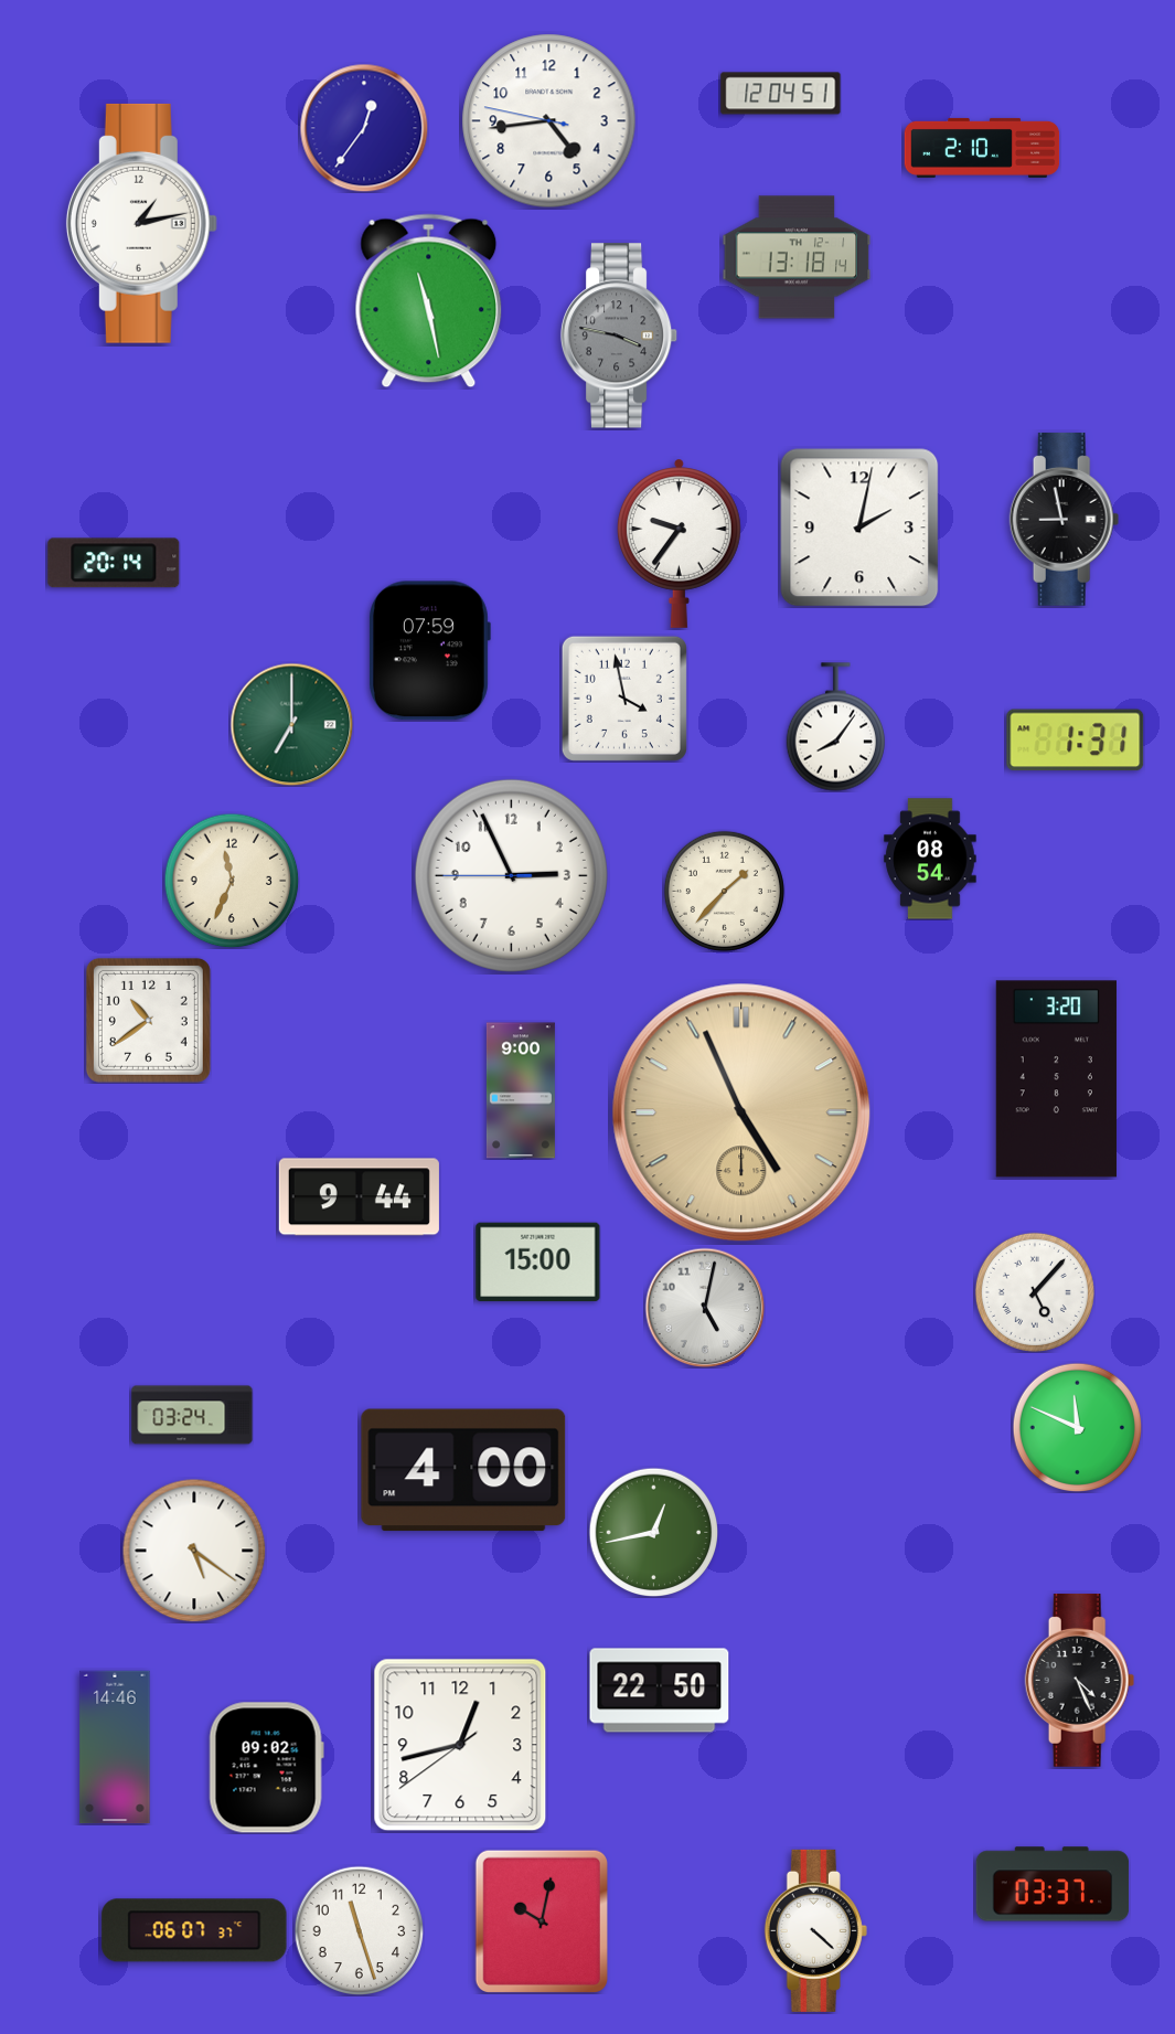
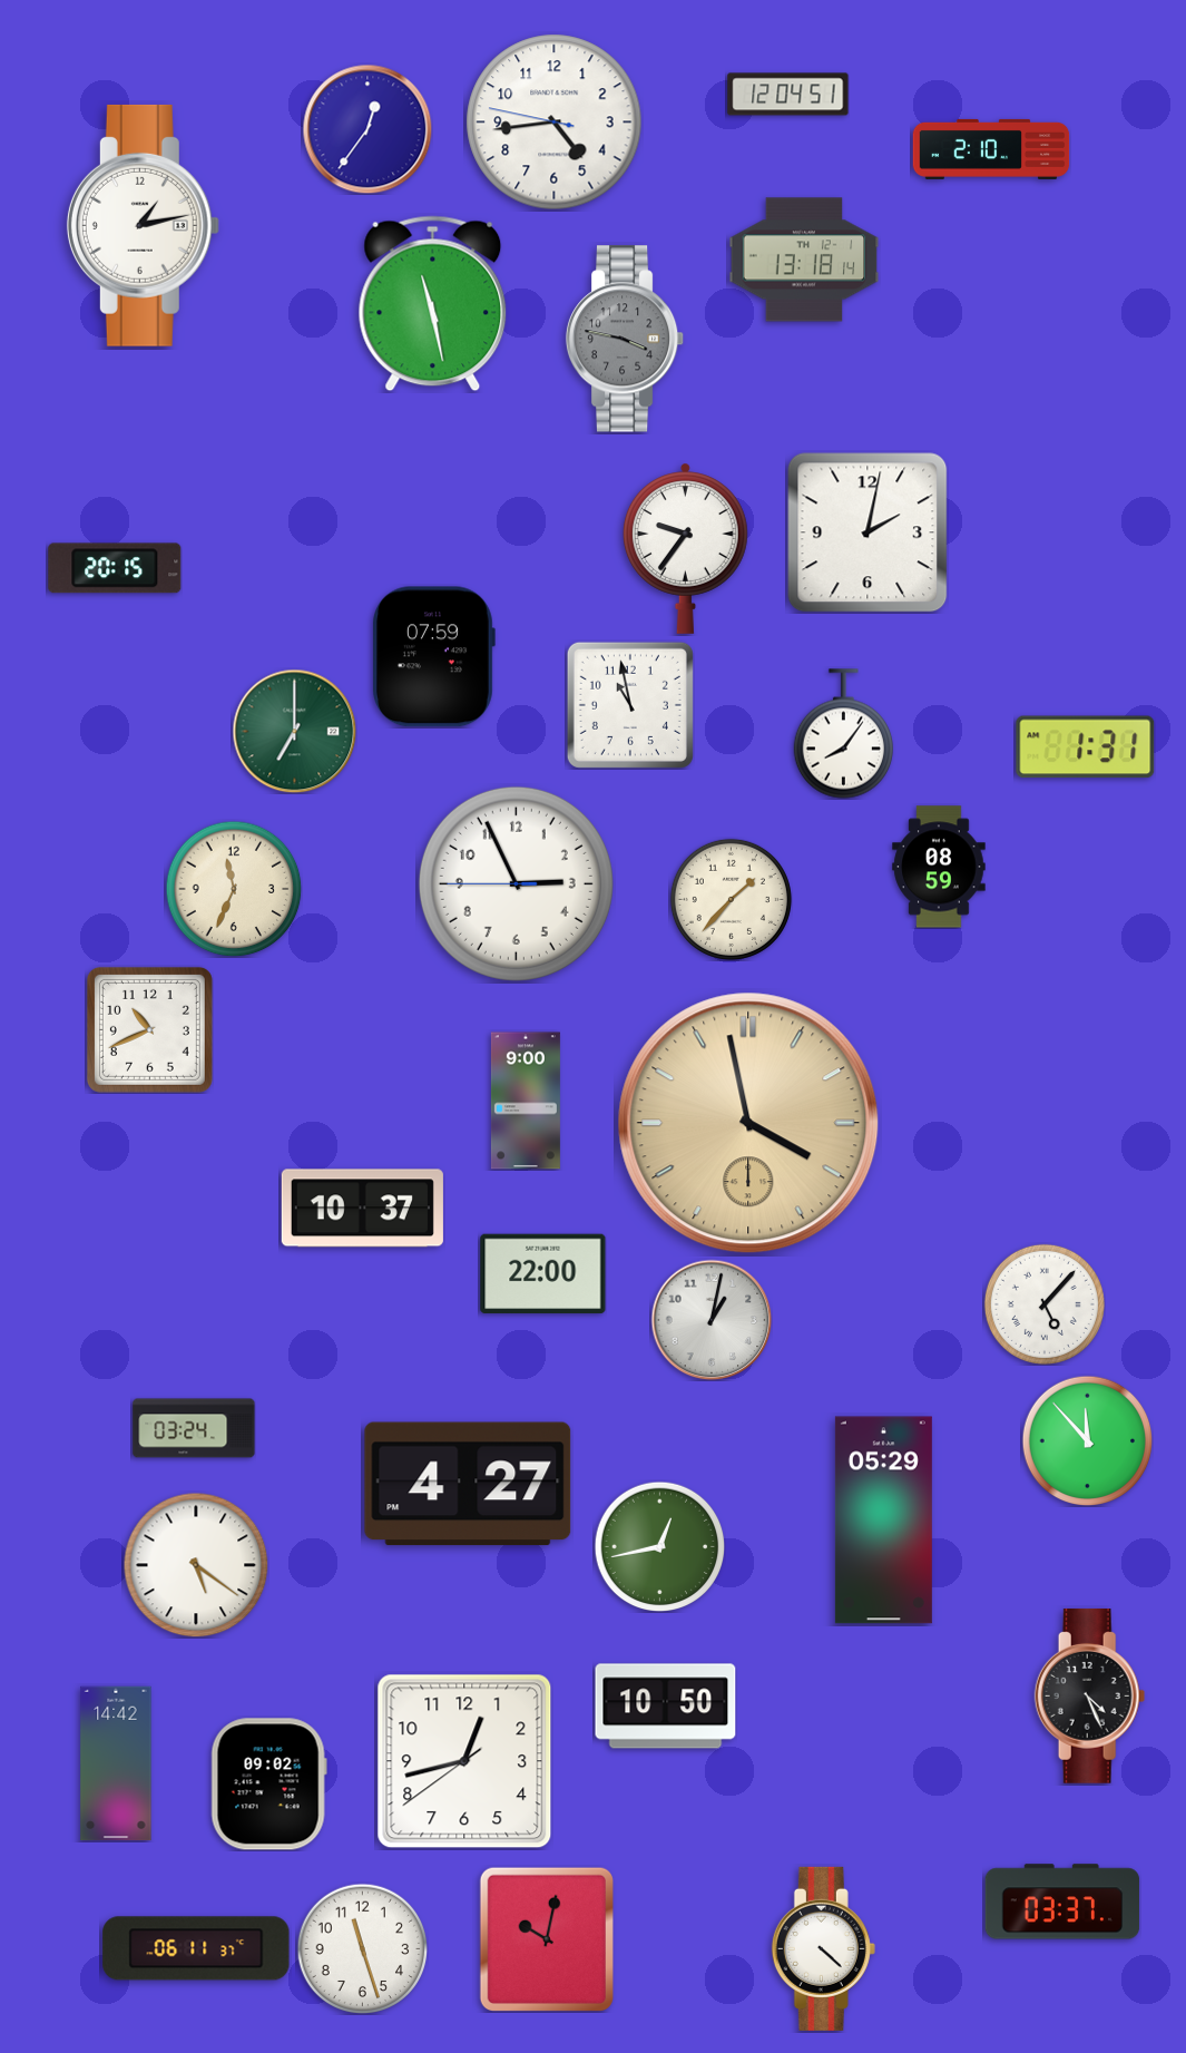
clock at (1065, 519): 8:58 -> none
clock at (114, 563): 20:14 -> 20:15
clock at (624, 699): 3:58 -> 10:58
clock at (930, 859): 08:54 -> 08:59
clock at (148, 1020): 10:39 -> 10:41
clock at (1056, 1079): 3:20 -> none
clock at (741, 1112): 4:56 -> 3:58
clock at (359, 1197): 9:44 -> 10:37
clock at (538, 1263): 15:00 -> 22:00
clock at (705, 1308): 5:02 -> 1:02
clock at (1077, 1427): 11:49 -> 11:53
clock at (463, 1470): 4:00 -> 4:27
clock at (883, 1521): none -> 05:29
clock at (660, 1691): 22:50 -> 10:50
clock at (115, 1747): 14:46 -> 14:42
clock at (194, 1930): 06:07 -> 06:11
